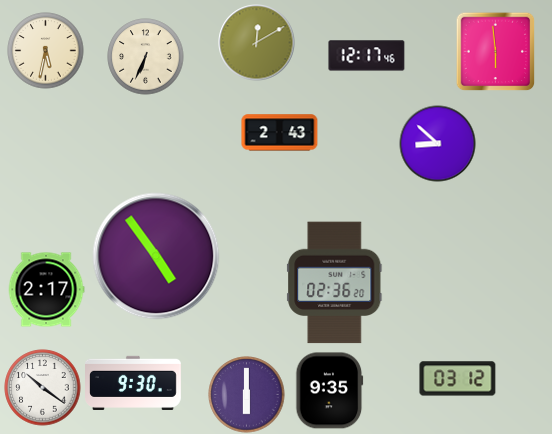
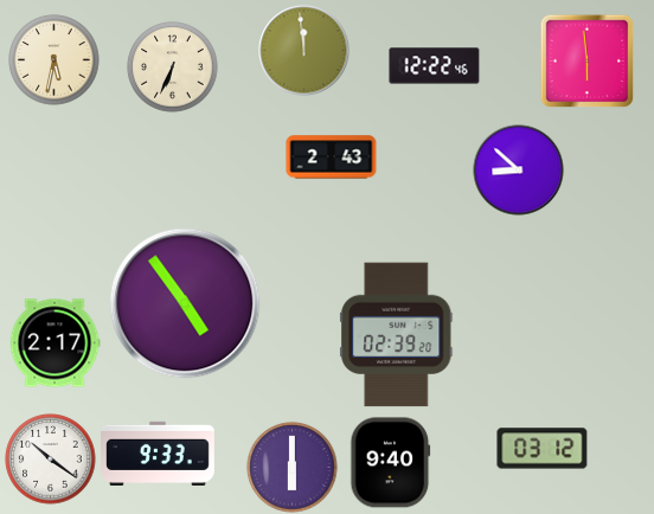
clock at (257, 43): 12:10 -> 11:59
clock at (367, 56): 12:17 -> 12:22
clock at (335, 283): 02:36 -> 02:39
clock at (134, 382): 9:30 -> 9:33
clock at (330, 391): 9:35 -> 9:40
